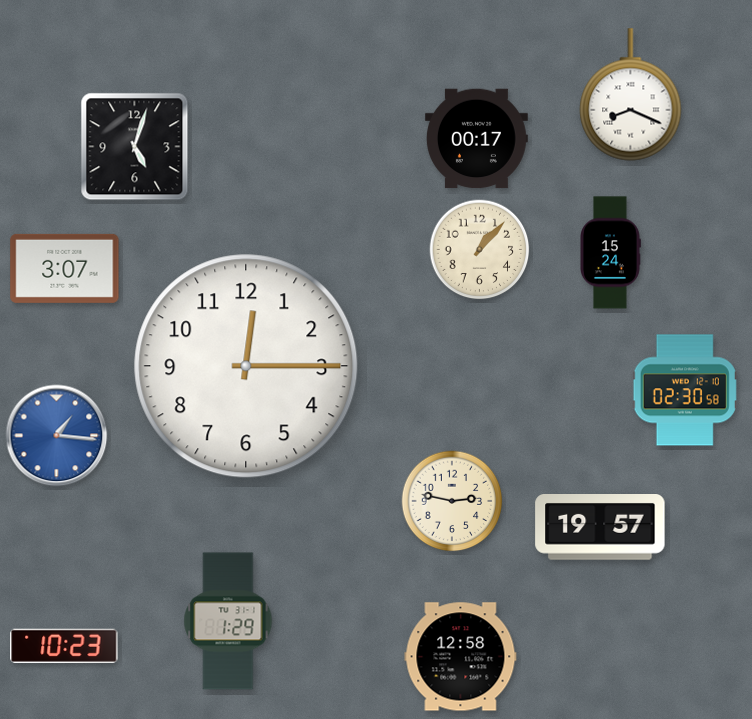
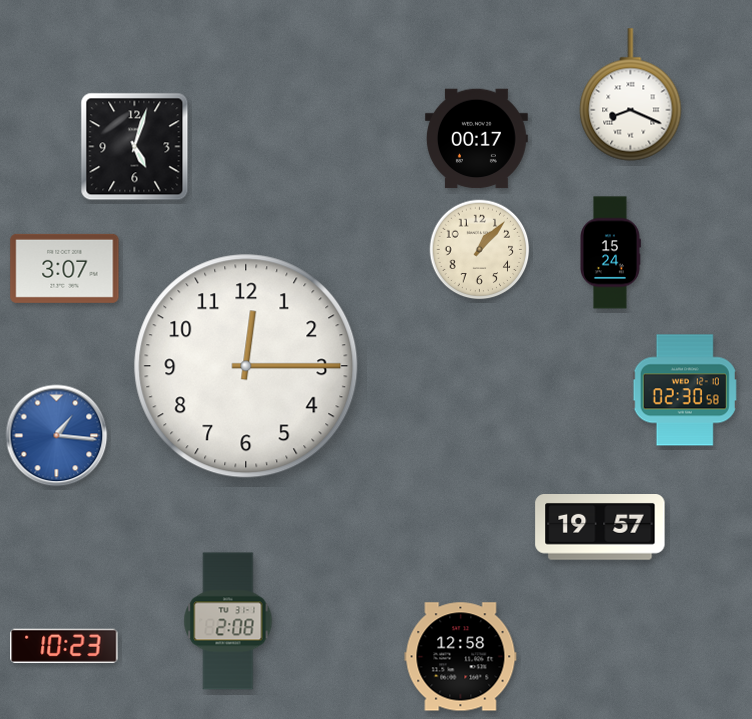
clock at (452, 501): 2:47 -> none
clock at (228, 621): 1:29 -> 2:08
